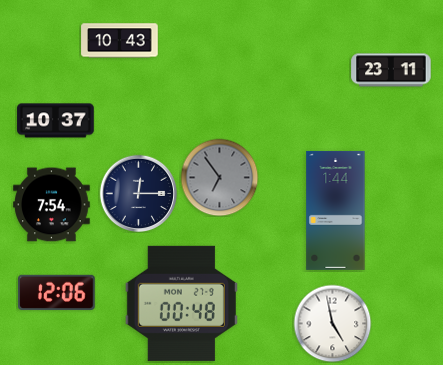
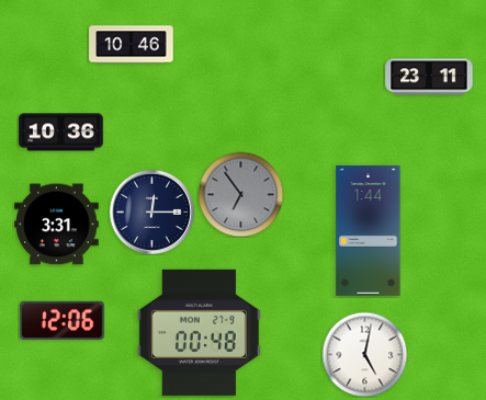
clock at (120, 41): 10:43 -> 10:46
clock at (56, 121): 10:37 -> 10:36
clock at (52, 205): 7:54 -> 3:31
clock at (332, 323): 4:58 -> 5:02
